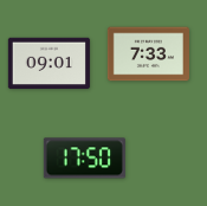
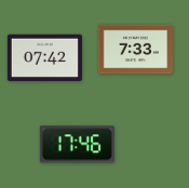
clock at (48, 64): 09:01 -> 07:42
clock at (84, 159): 17:50 -> 17:46
